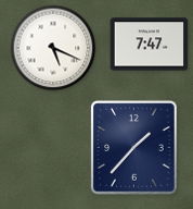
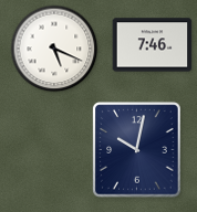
clock at (150, 45): 7:47 -> 7:46
clock at (134, 148): 1:37 -> 10:02
